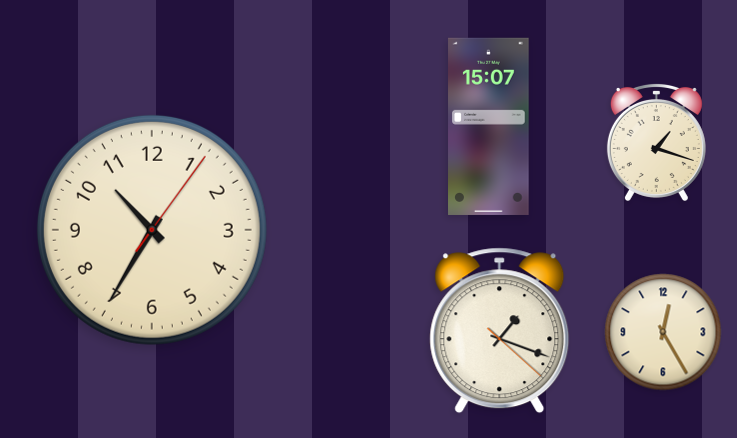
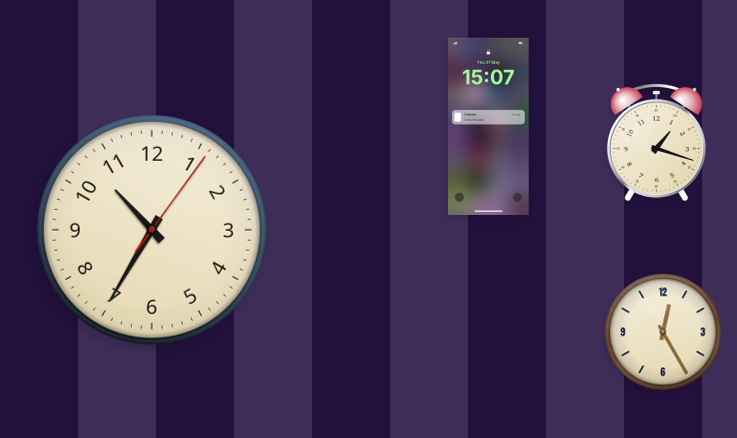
clock at (500, 331): 1:18 -> none
